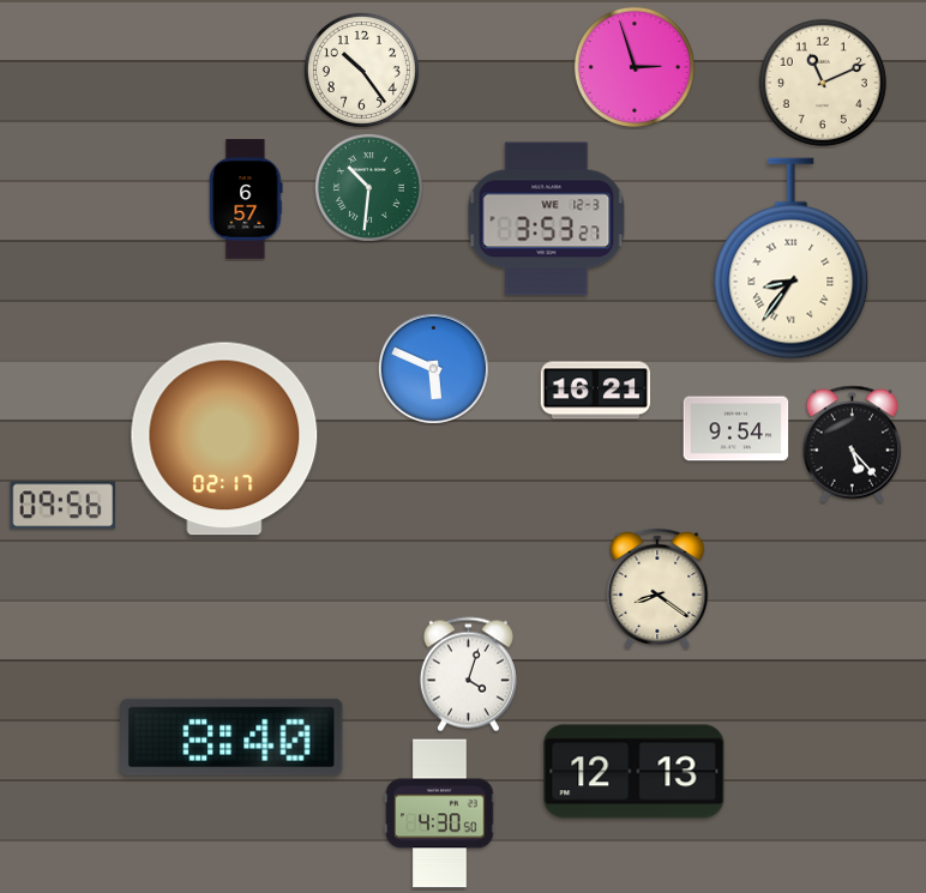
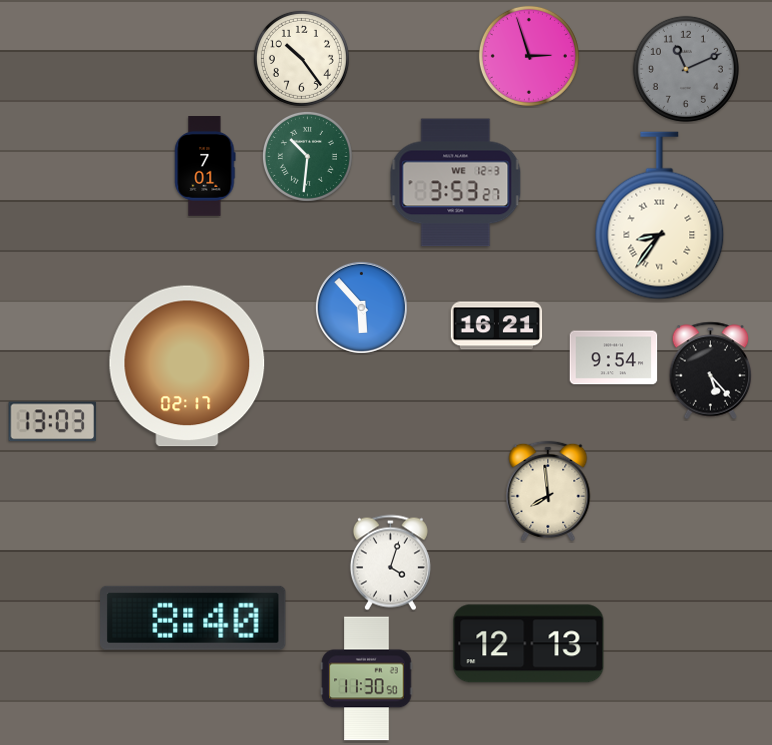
clock at (823, 83) dial: cream -> grey
clock at (246, 200): 6:57 -> 7:01
clock at (433, 368): 5:49 -> 5:53
clock at (64, 506): 09:56 -> 13:03
clock at (657, 589): 8:21 -> 7:59
clock at (231, 737) position: (231, 737) -> (193, 618)
clock at (440, 814): 4:30 -> 11:30
